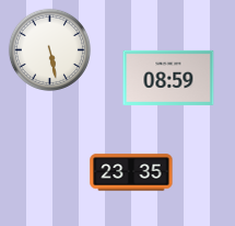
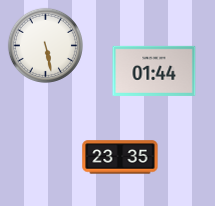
clock at (168, 78): 08:59 -> 01:44
